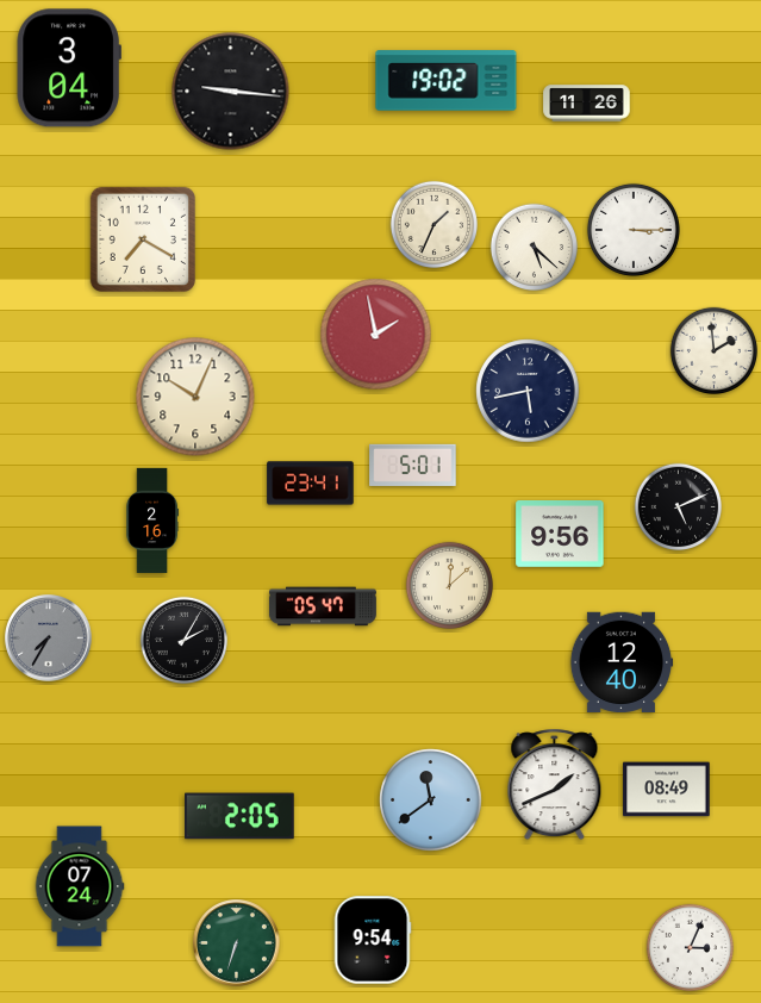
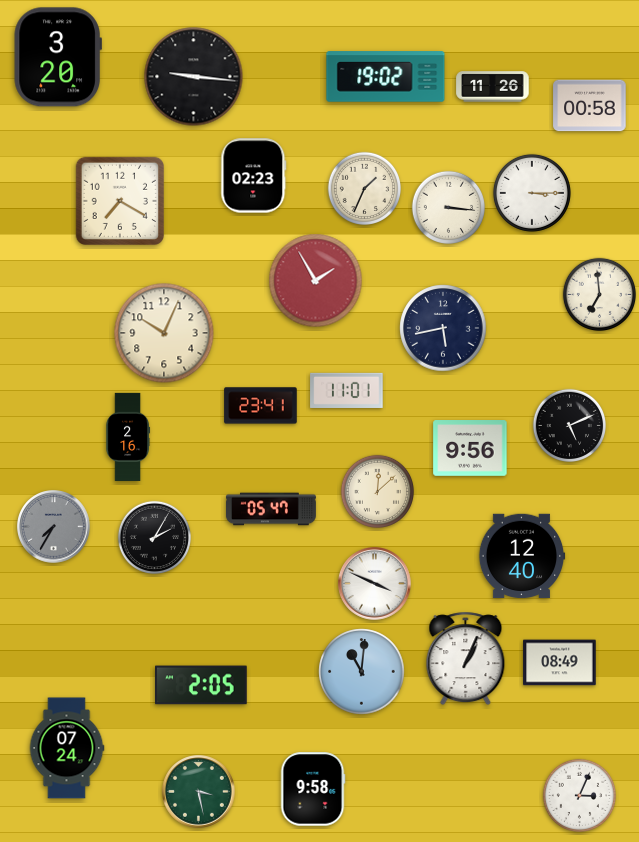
clock at (69, 68): 3:04 -> 3:20
clock at (447, 81) position: (447, 81) -> (386, 77)
clock at (590, 106): none -> 00:58
clock at (254, 176): none -> 02:23
clock at (535, 248): 5:22 -> 3:16
clock at (376, 335): 1:58 -> 1:55
clock at (715, 351): 1:59 -> 6:59
clock at (413, 465): 5:01 -> 11:01
clock at (49, 638) position: (49, 638) -> (54, 527)
clock at (375, 584): none -> 3:49
clock at (555, 785): 1:41 -> 1:04
clock at (431, 800): 11:39 -> 11:01
clock at (80, 886) position: (80, 886) -> (67, 748)
clock at (373, 940): 9:54 -> 9:58
clock at (237, 943): 6:33 -> 3:28
